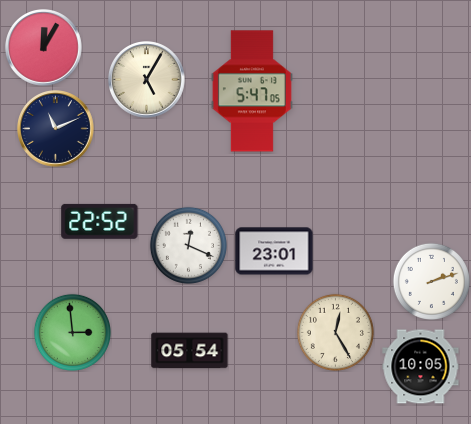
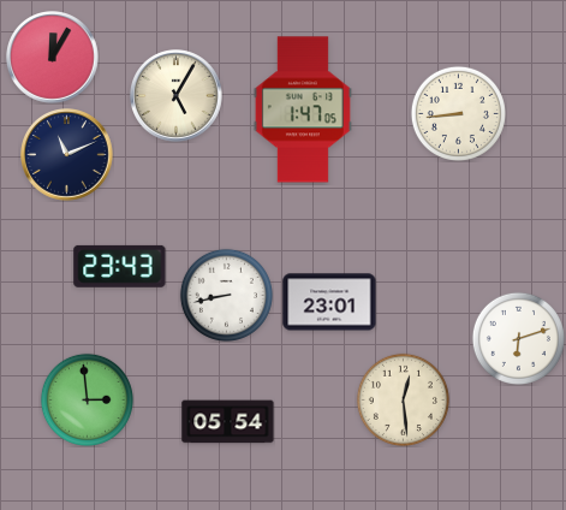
clock at (252, 91): 5:47 -> 1:47
clock at (458, 113): none -> 8:44
clock at (100, 221): 22:52 -> 23:43
clock at (188, 245): 12:19 -> 8:43
clock at (431, 281): 2:12 -> 6:12
clock at (335, 332): 12:25 -> 12:29
clock at (421, 367): 10:05 -> none
